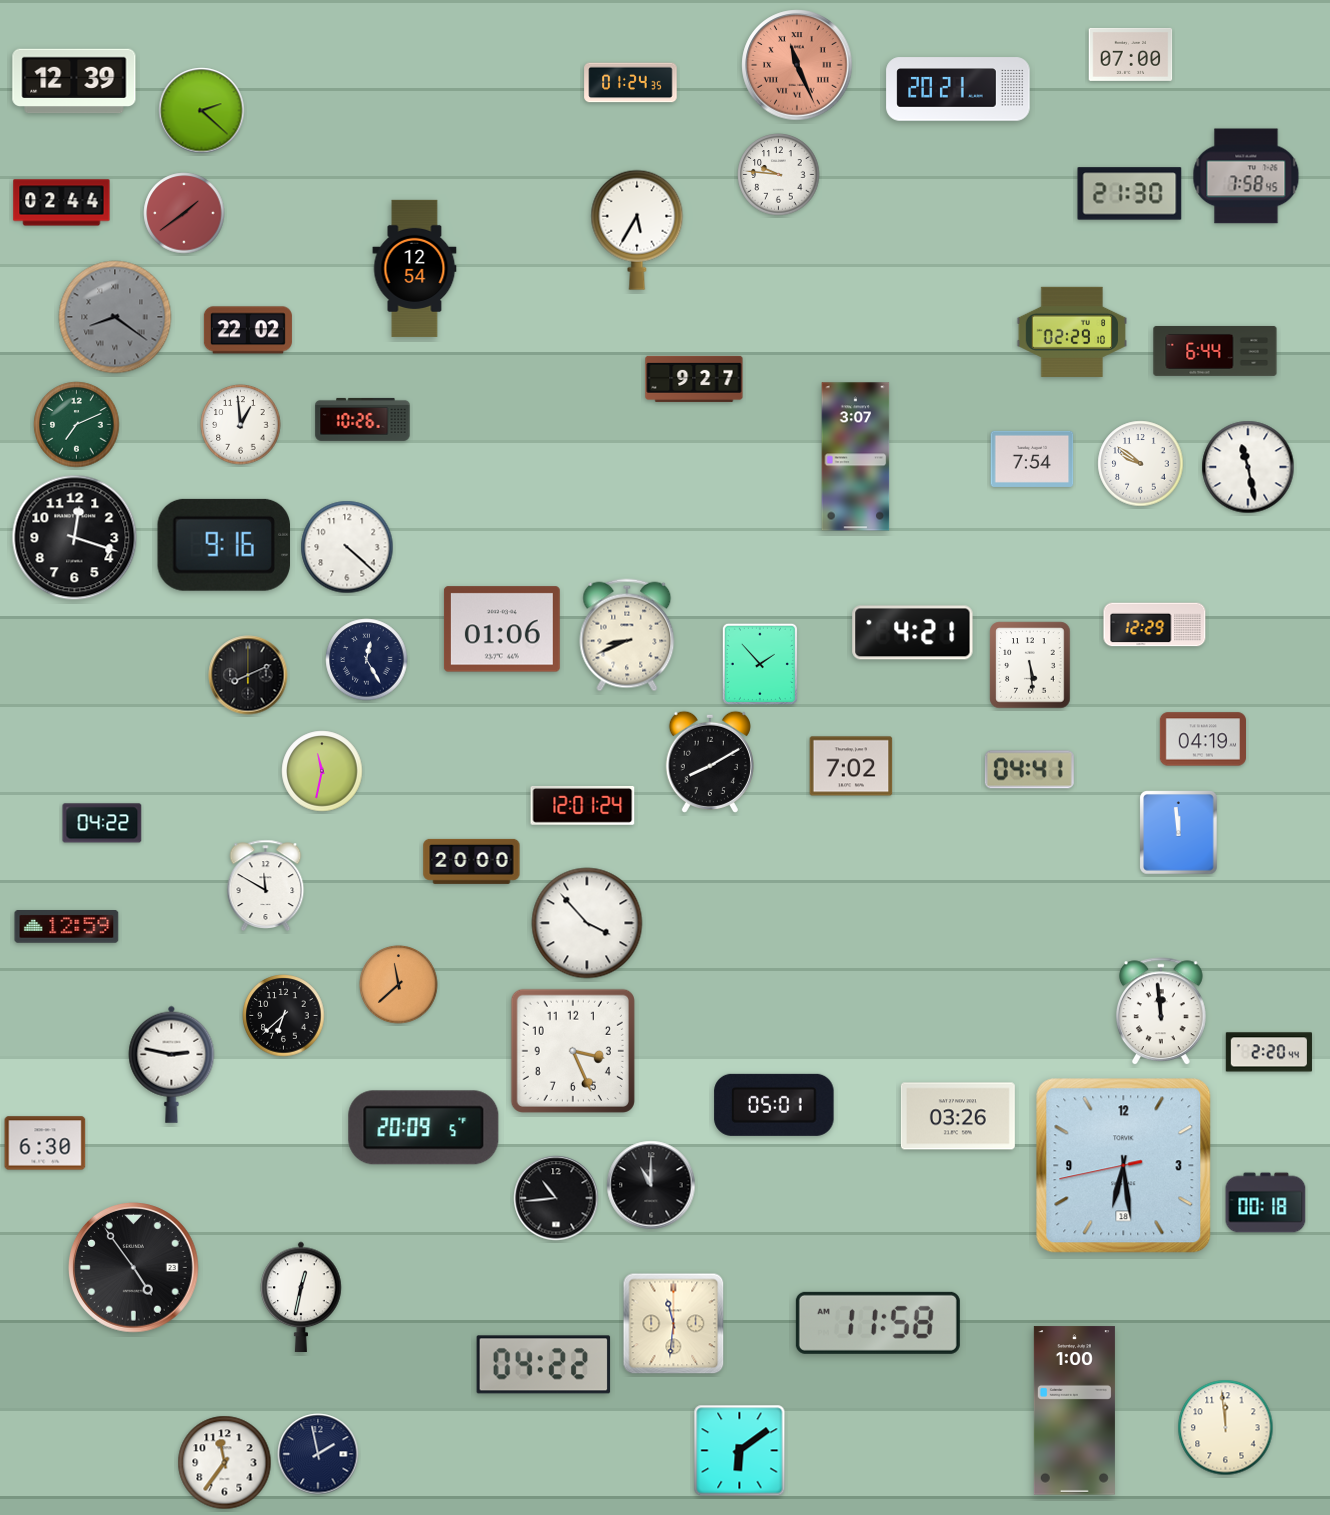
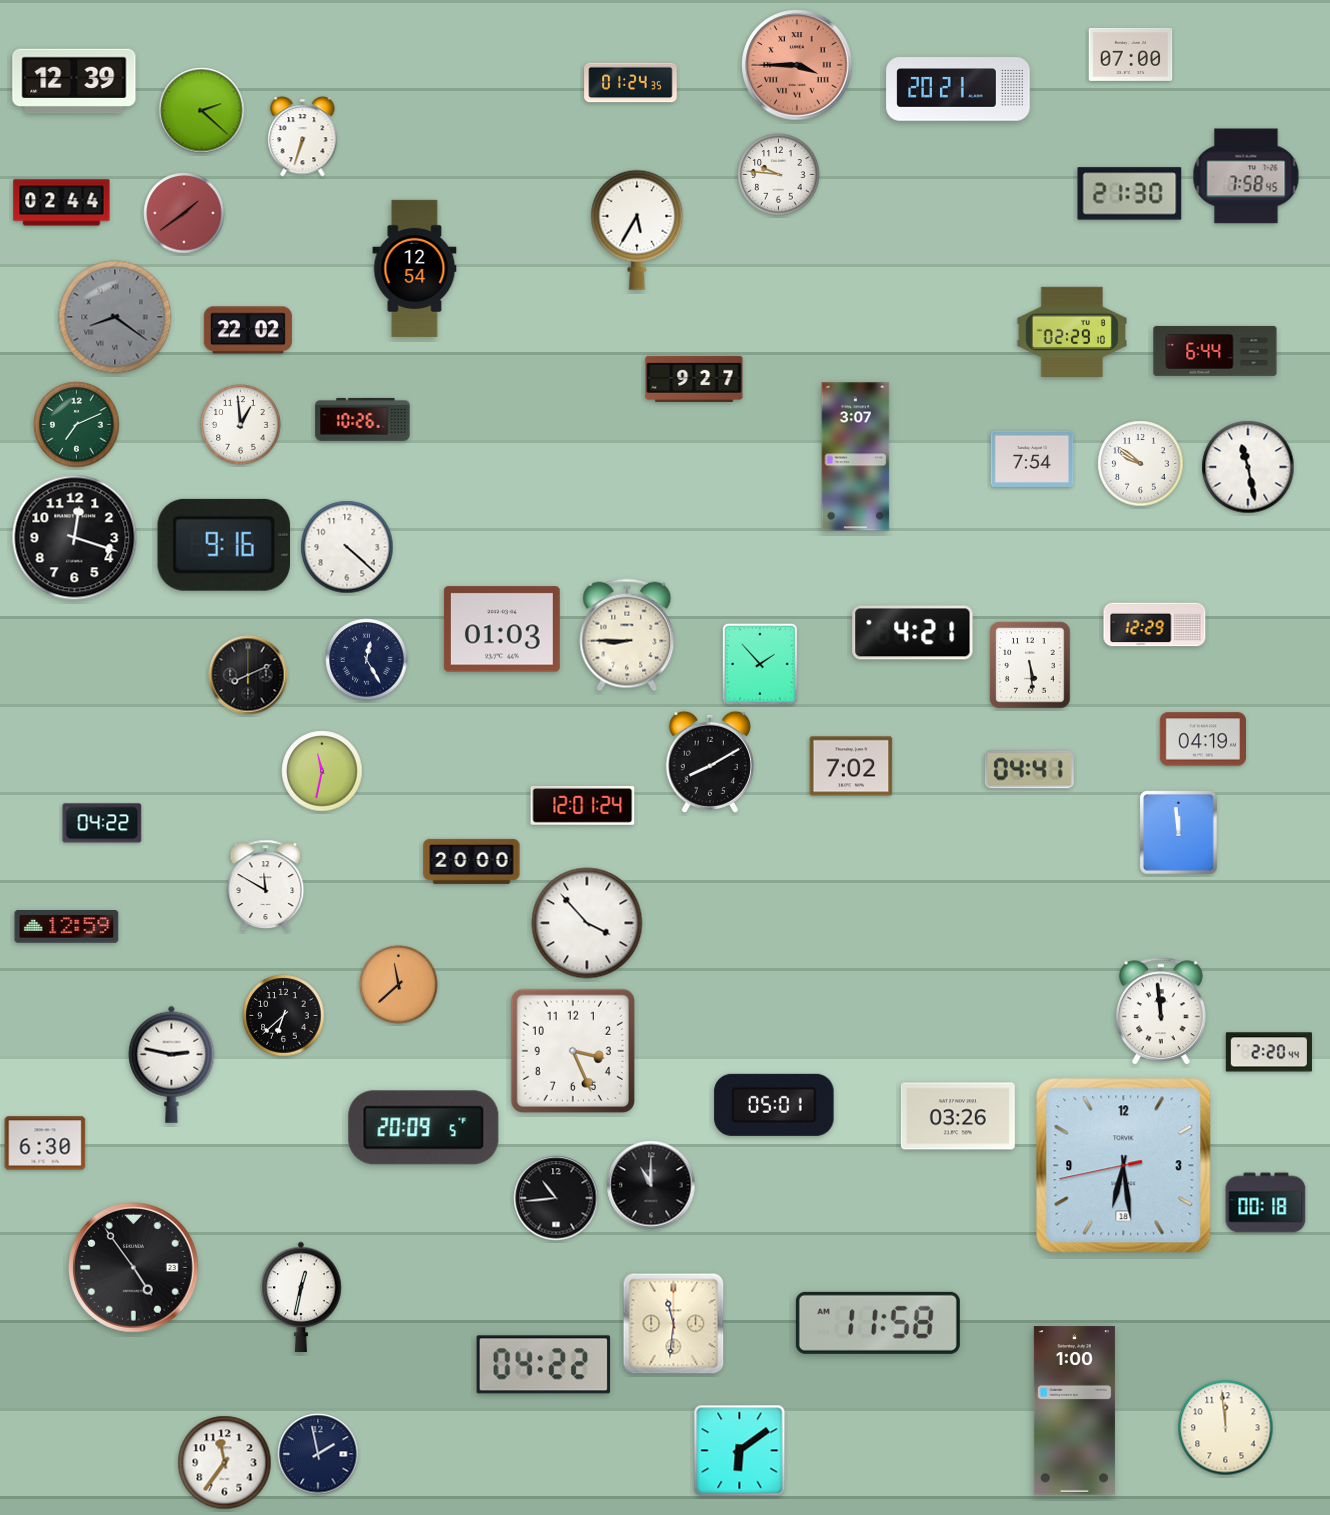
clock at (797, 65): 11:26 -> 3:45
clock at (303, 137): none -> 6:33
clock at (502, 629): 01:06 -> 01:03
clock at (627, 635): 8:41 -> 8:45
